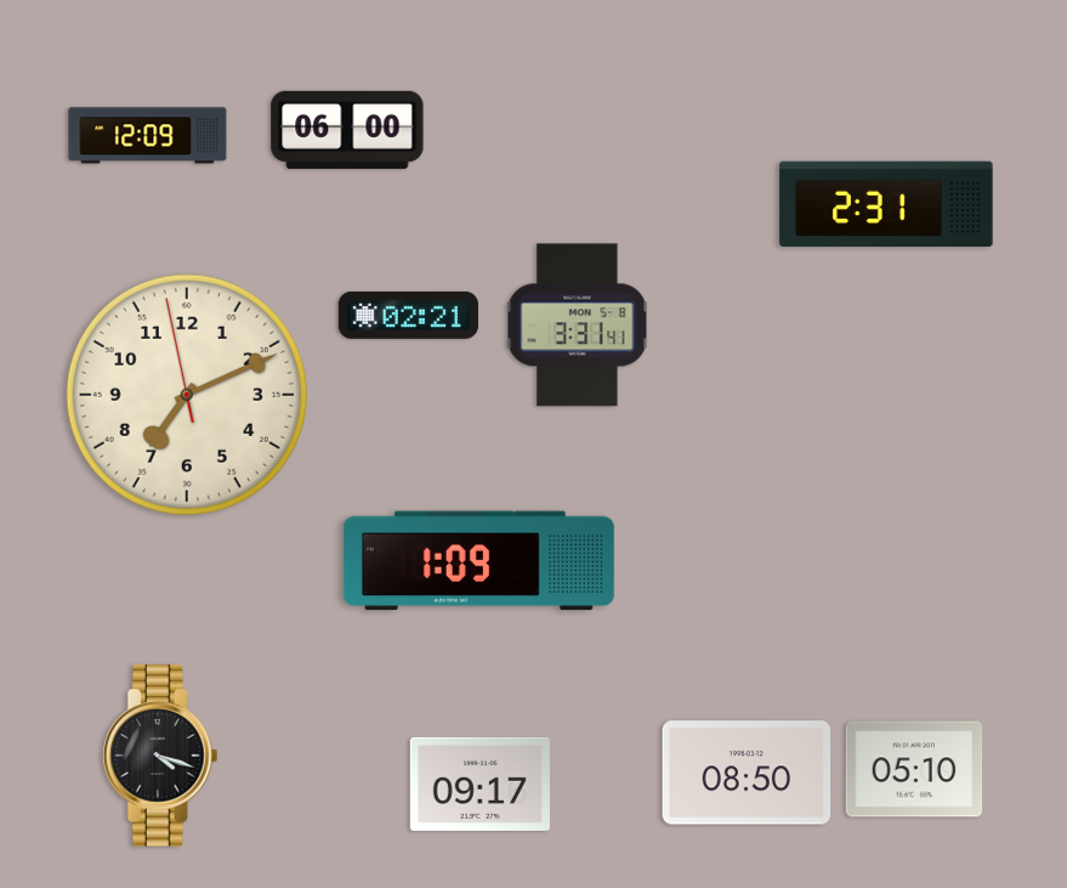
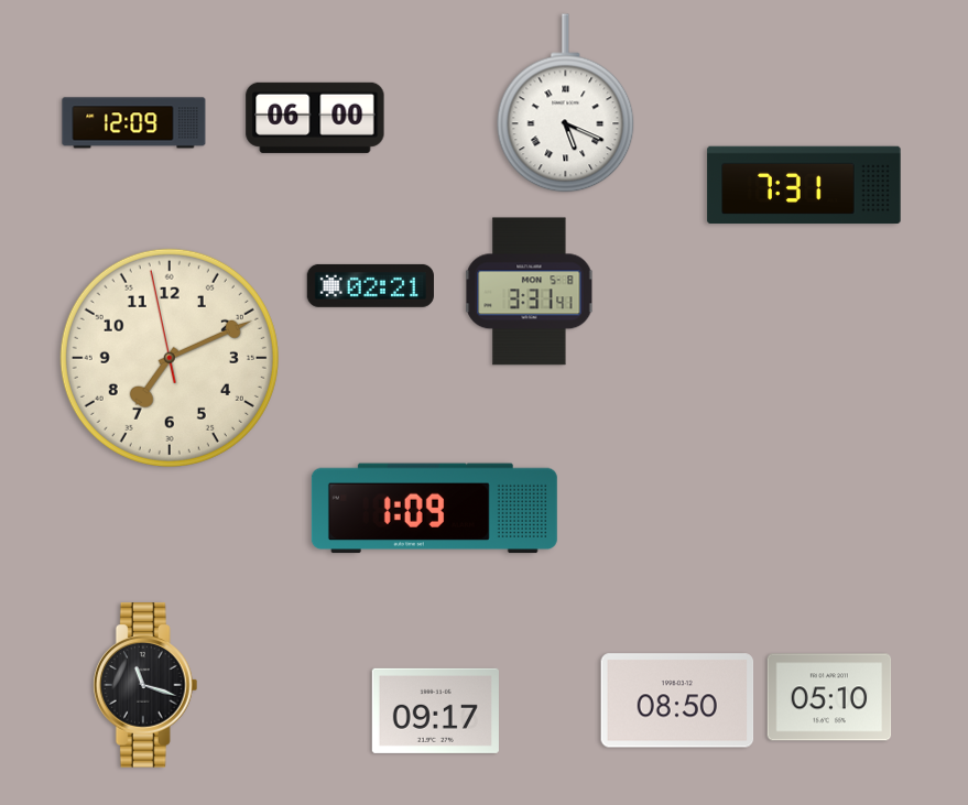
clock at (566, 104): none -> 5:19
clock at (886, 204): 2:31 -> 7:31
clock at (578, 326) position: (578, 326) -> (530, 292)
clock at (160, 756): 4:18 -> 11:18
